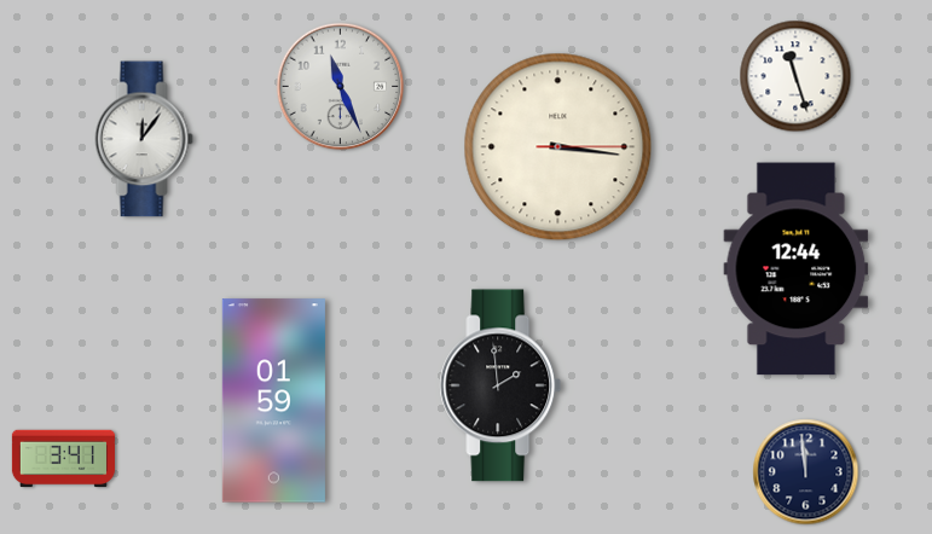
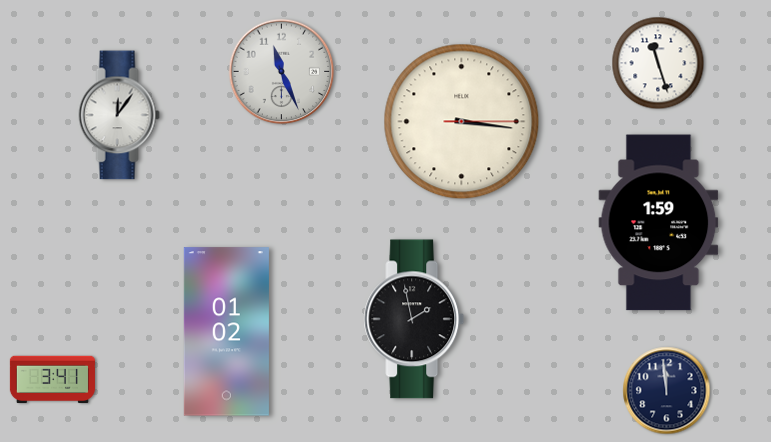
clock at (797, 269): 12:44 -> 1:59
clock at (500, 385): 1:59 -> 1:58
clock at (273, 401): 01:59 -> 01:02
